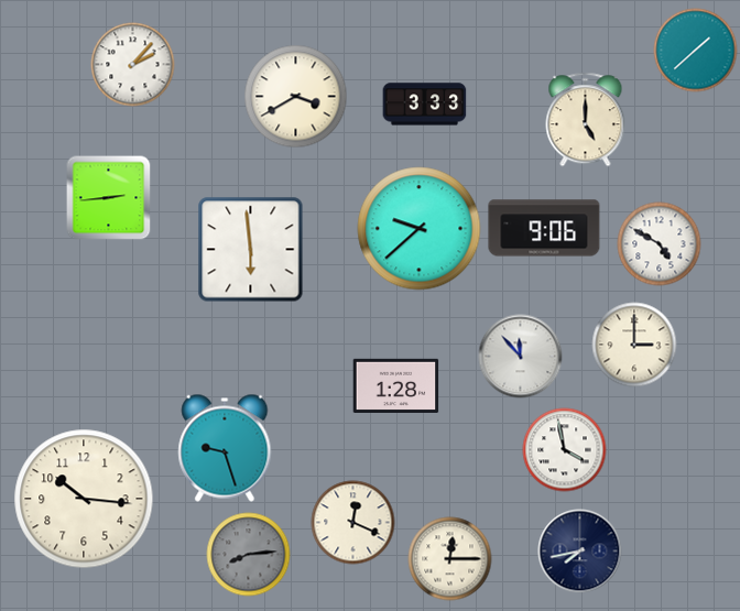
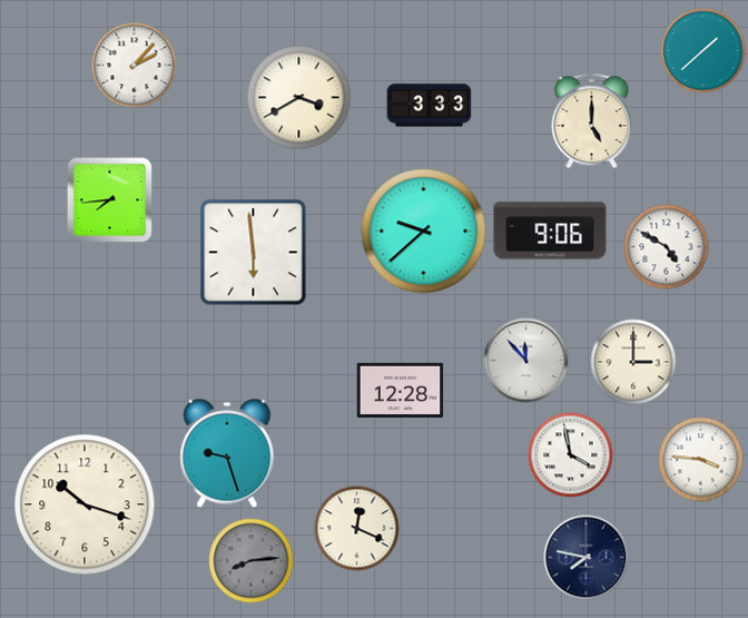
clock at (109, 198): 2:44 -> 7:44
clock at (634, 345) position: (634, 345) -> (633, 362)
clock at (396, 385): 1:28 -> 12:28
clock at (701, 460): none -> 3:46
clock at (84, 499): 10:16 -> 10:18
clock at (580, 552): 7:43 -> 7:47
clock at (450, 559): 12:15 -> none
